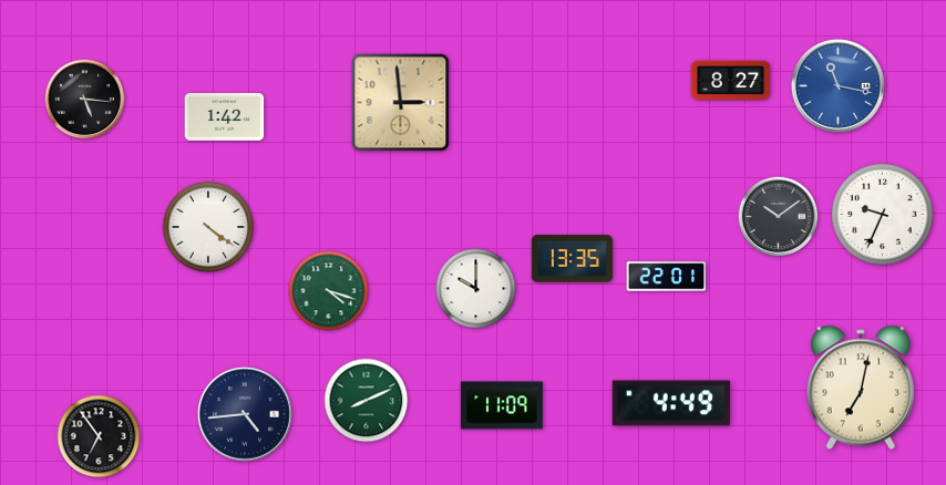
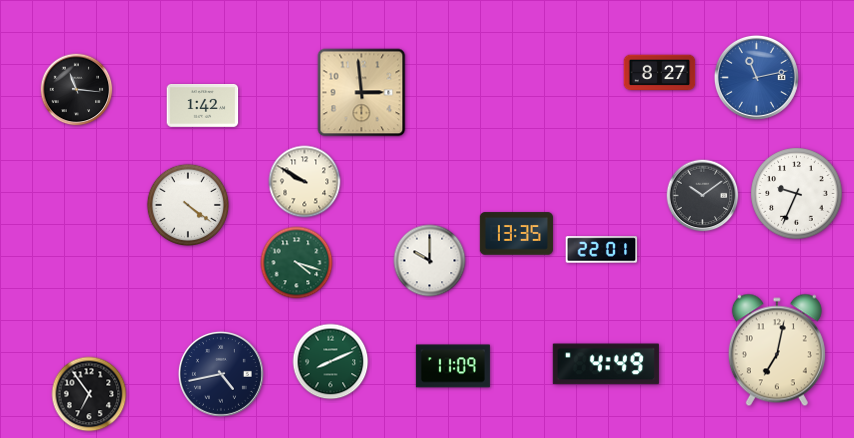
clock at (837, 85): 11:17 -> 11:13
clock at (85, 100): 5:16 -> 11:16
clock at (305, 182): none -> 9:50
clock at (245, 414): 4:44 -> 4:43
